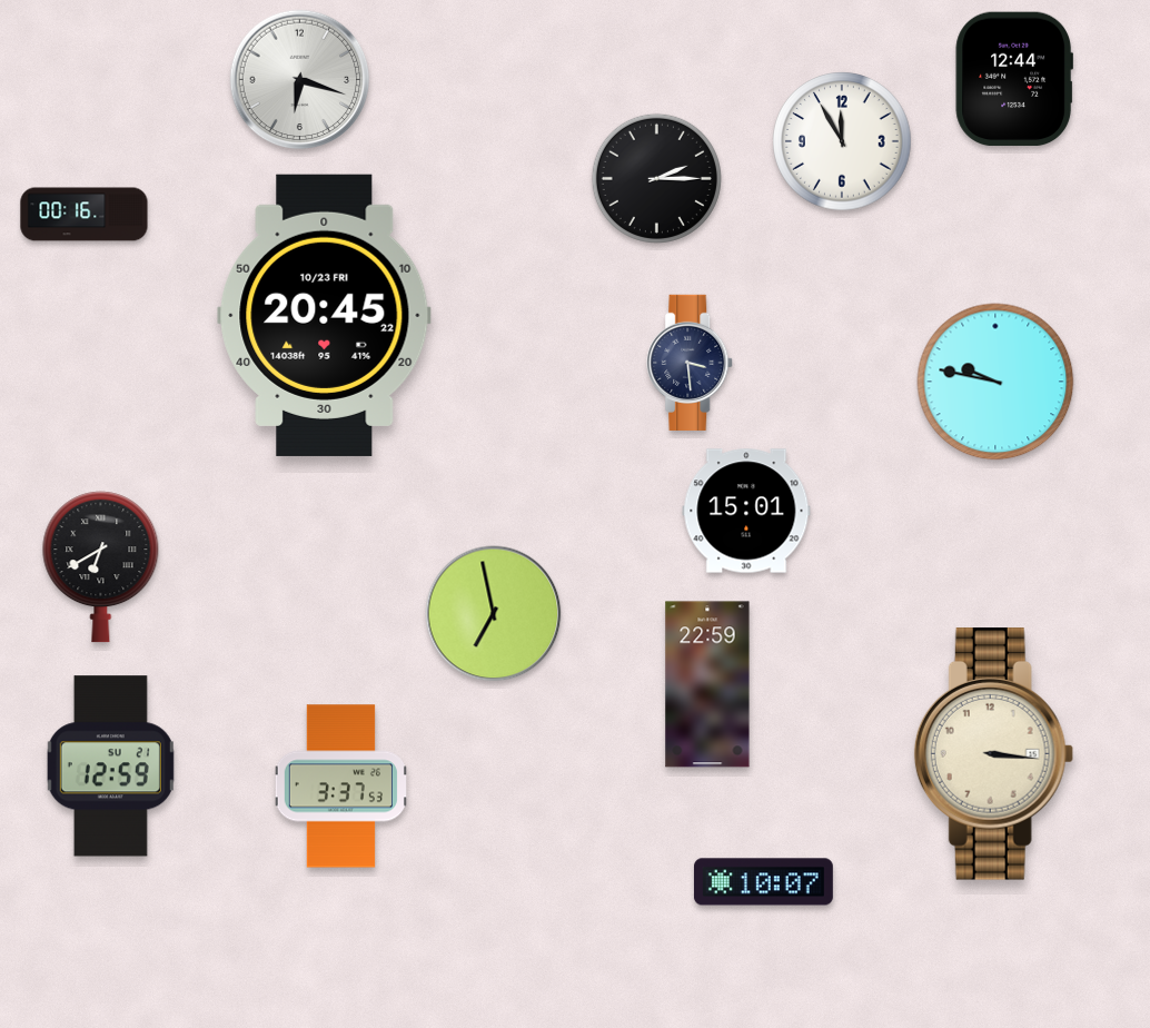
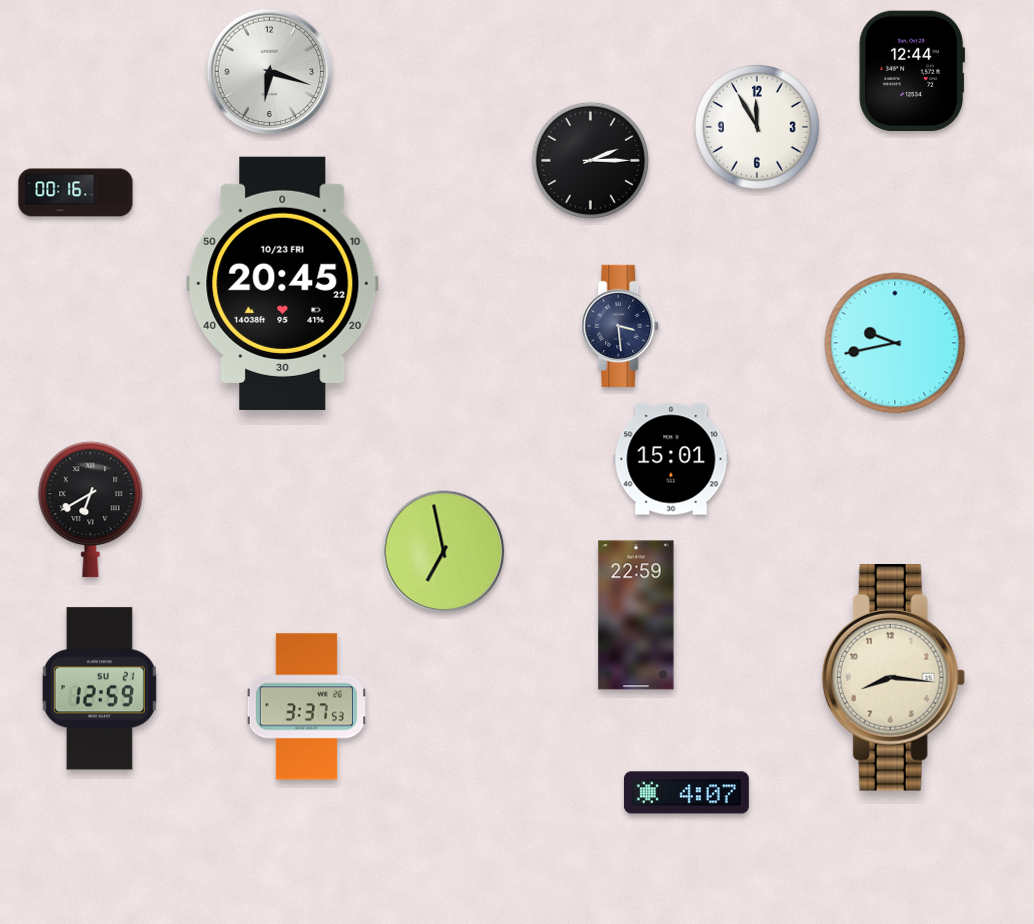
clock at (325, 315) position: (325, 315) -> (283, 283)
clock at (995, 382): 9:47 -> 9:43
clock at (993, 754): 3:16 -> 8:16
clock at (763, 882): 10:07 -> 4:07
